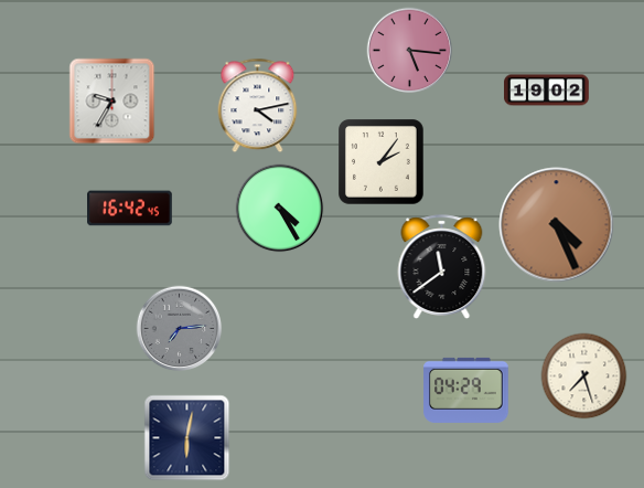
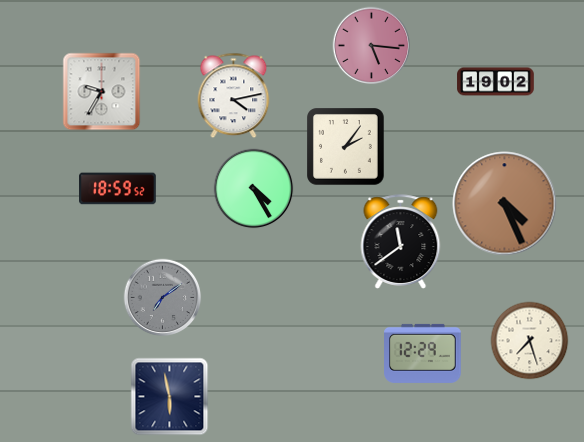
clock at (130, 209): 16:42 -> 18:59
clock at (179, 328): 7:14 -> 7:09
clock at (466, 390): 04:29 -> 12:29
clock at (186, 437): 6:02 -> 5:58
